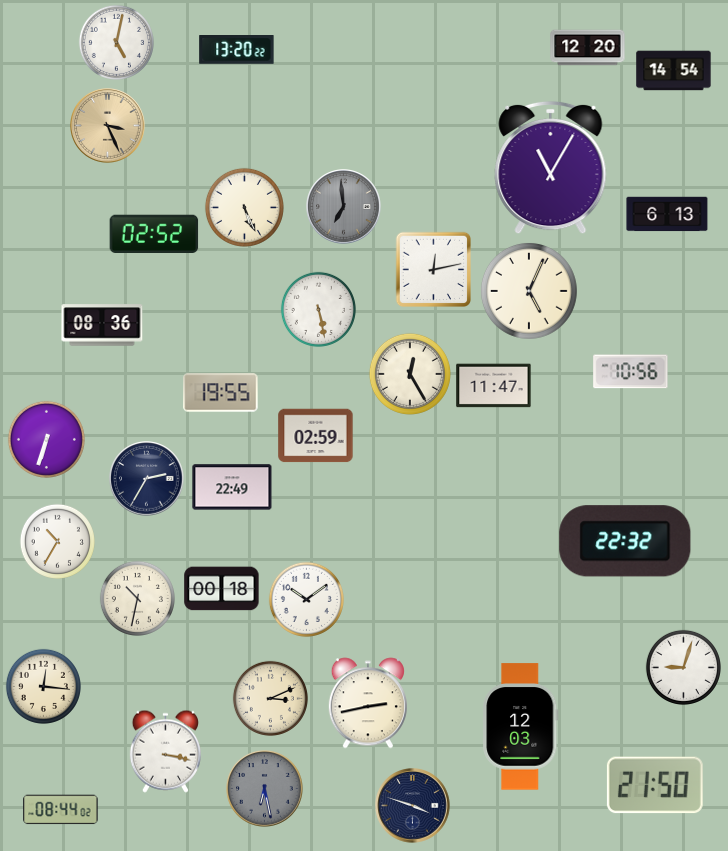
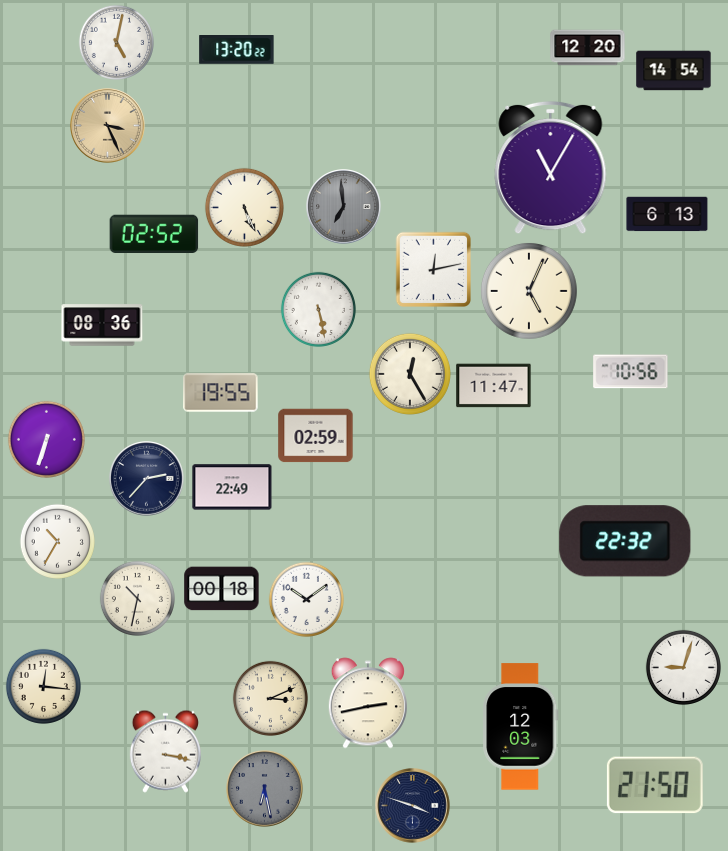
clock at (147, 479): 2:35 -> 2:37
clock at (61, 810): 08:44 -> none
